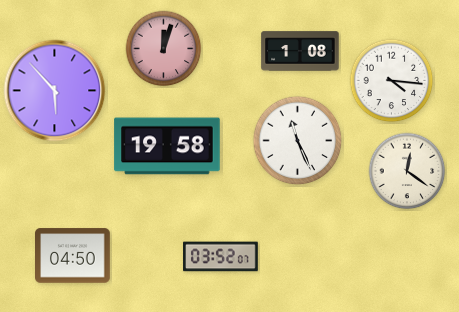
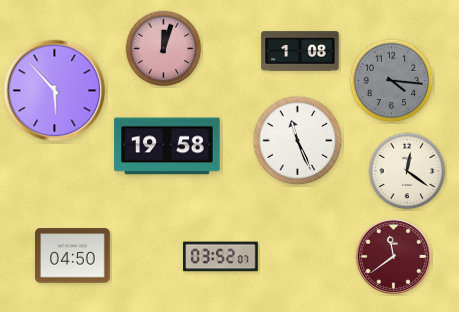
clock at (392, 81) dial: white -> grey
clock at (393, 256): none -> 11:39
